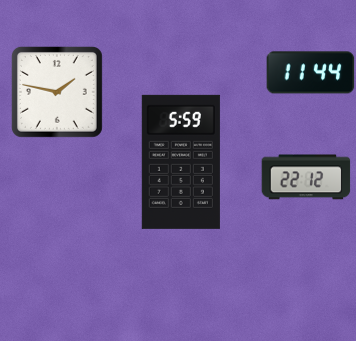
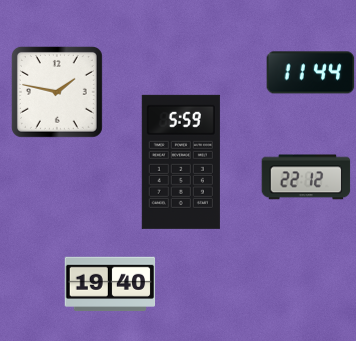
clock at (110, 284): none -> 19:40
